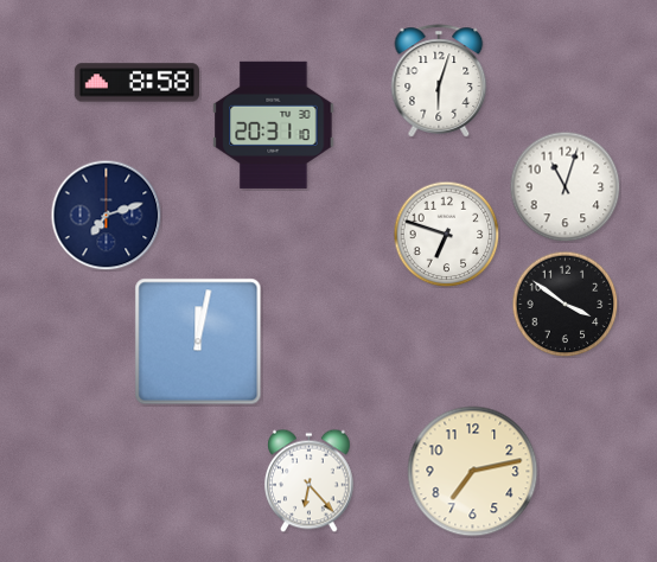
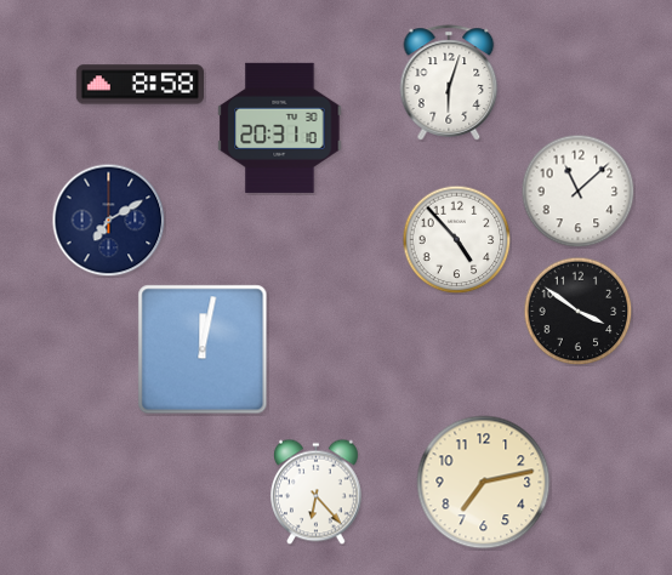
clock at (564, 186): 11:03 -> 11:08
clock at (106, 215): 7:12 -> 7:10
clock at (446, 234): 6:48 -> 4:53
